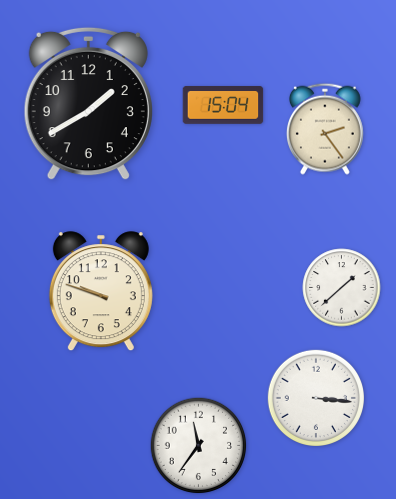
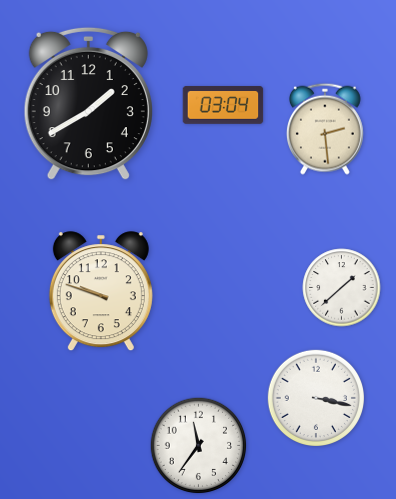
clock at (223, 105): 15:04 -> 03:04
clock at (325, 129): 2:24 -> 2:29
clock at (315, 397): 3:16 -> 3:17
